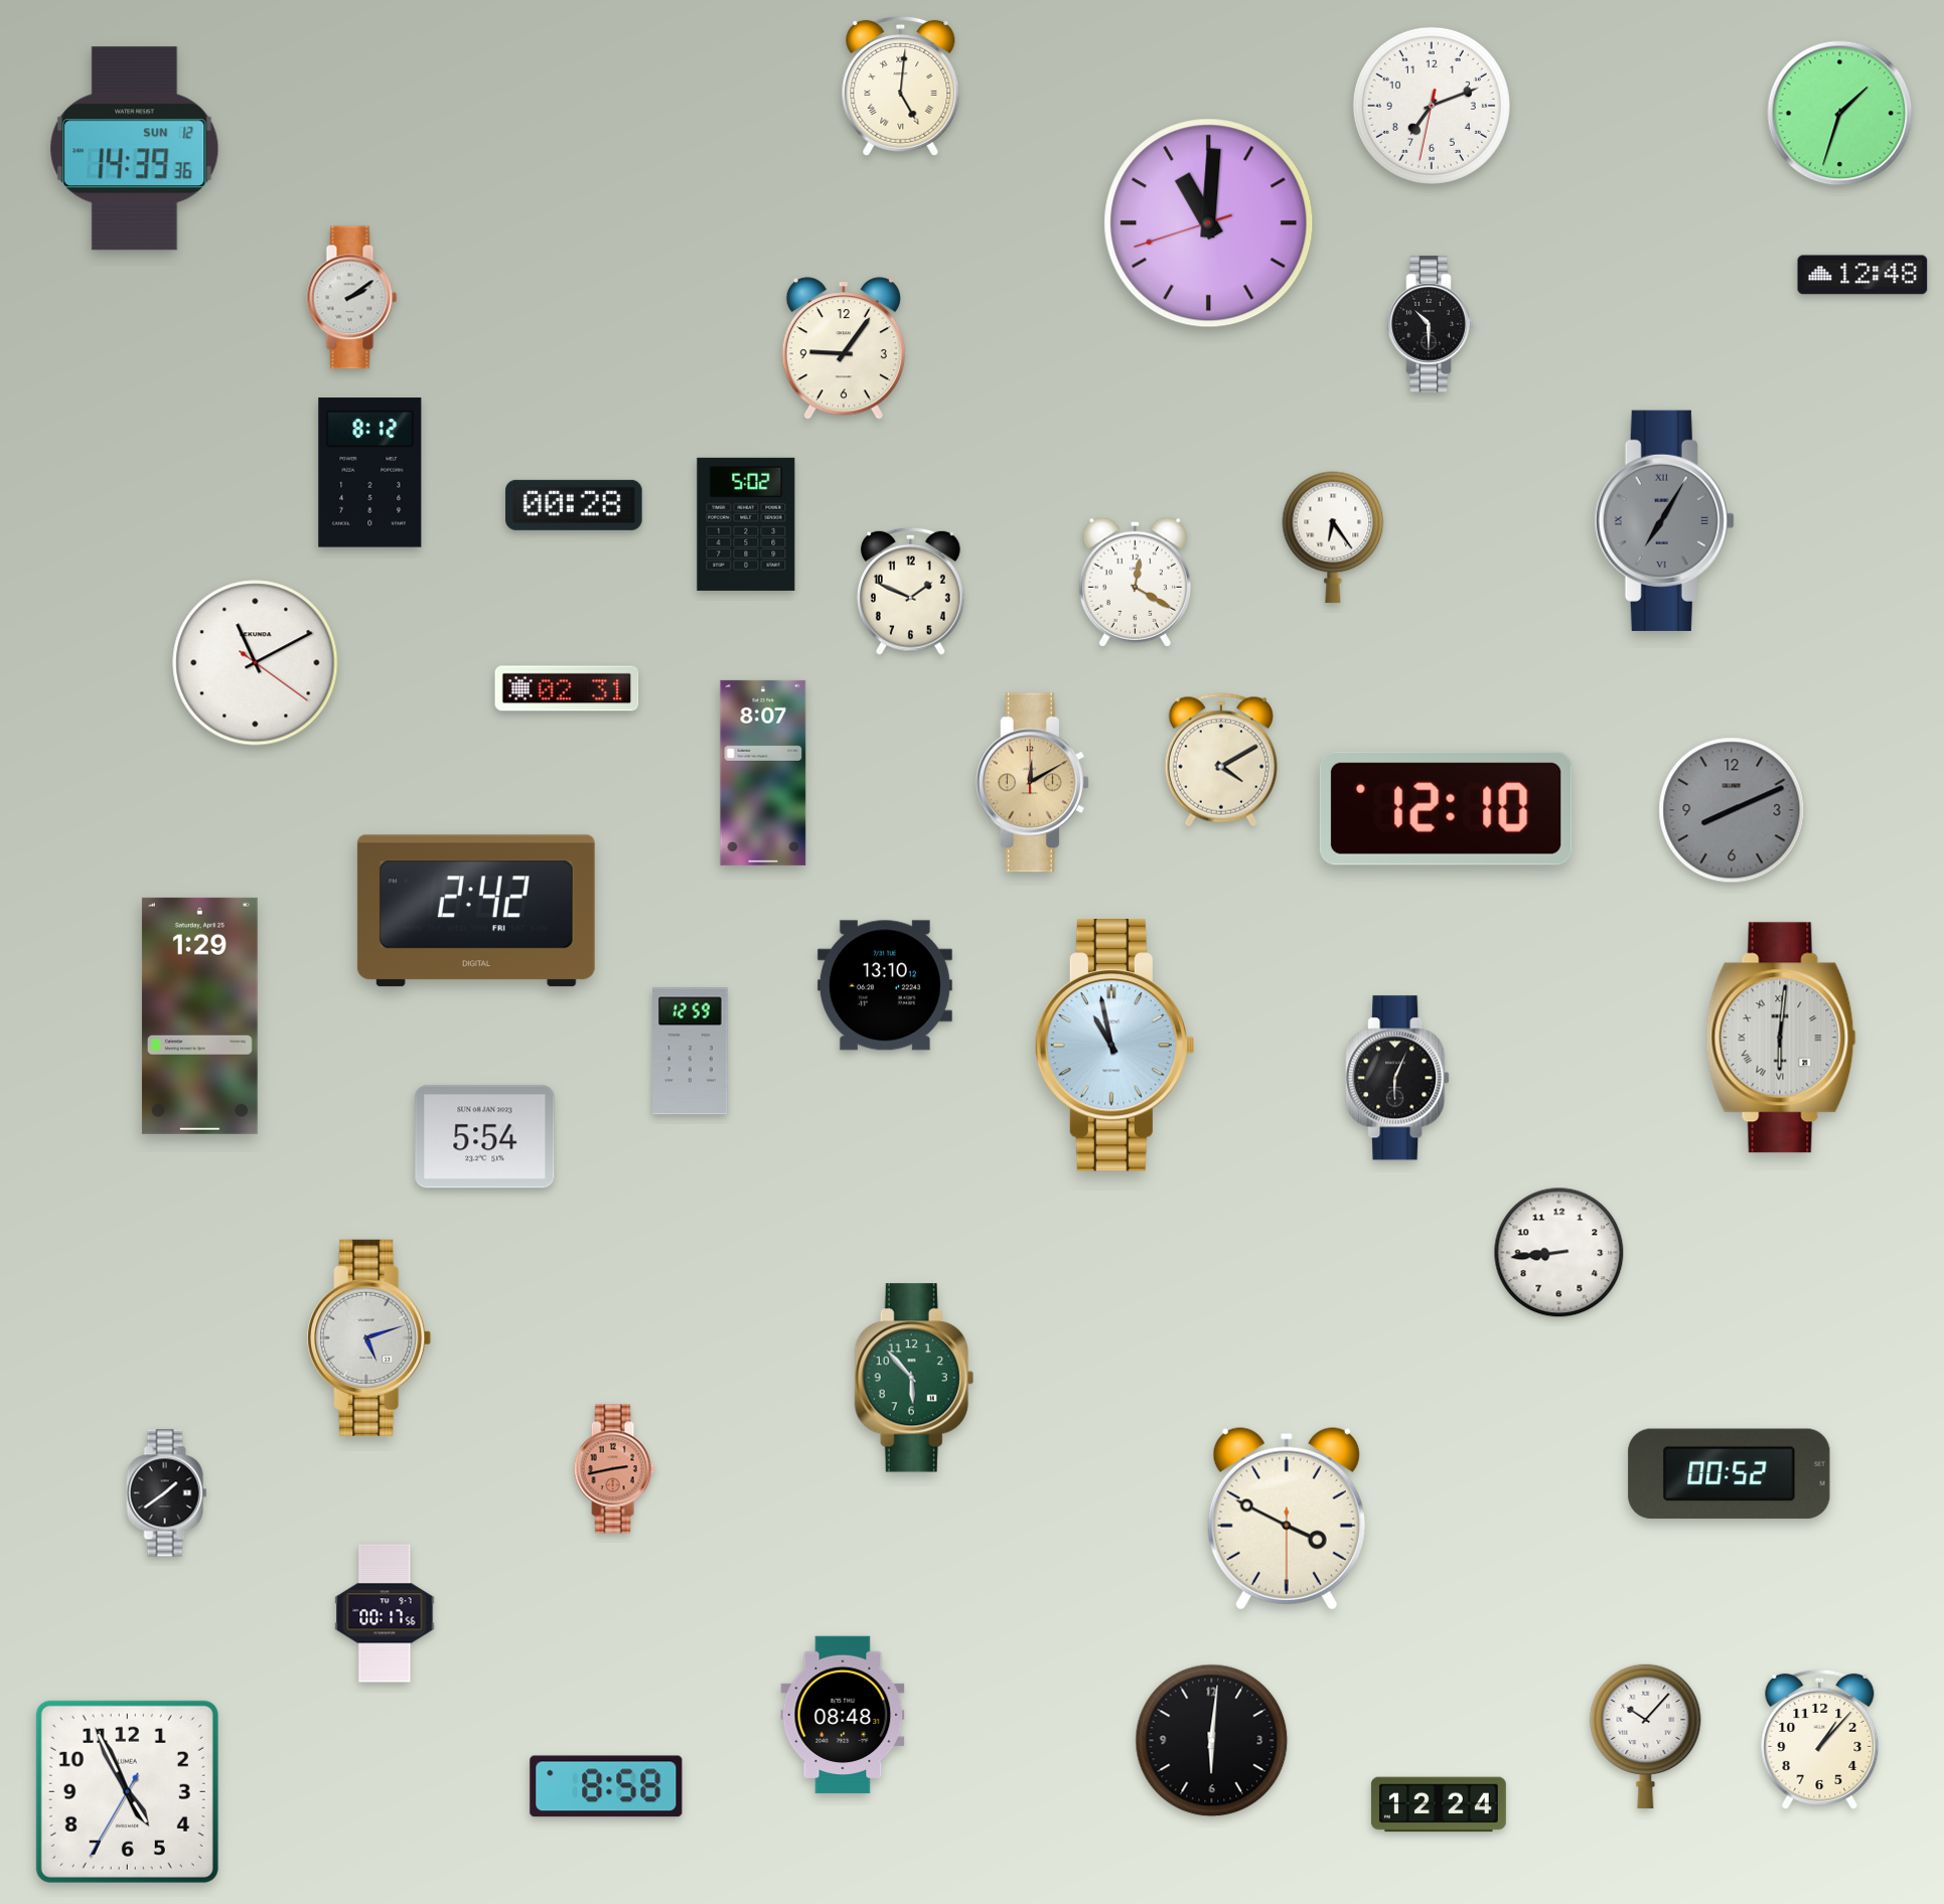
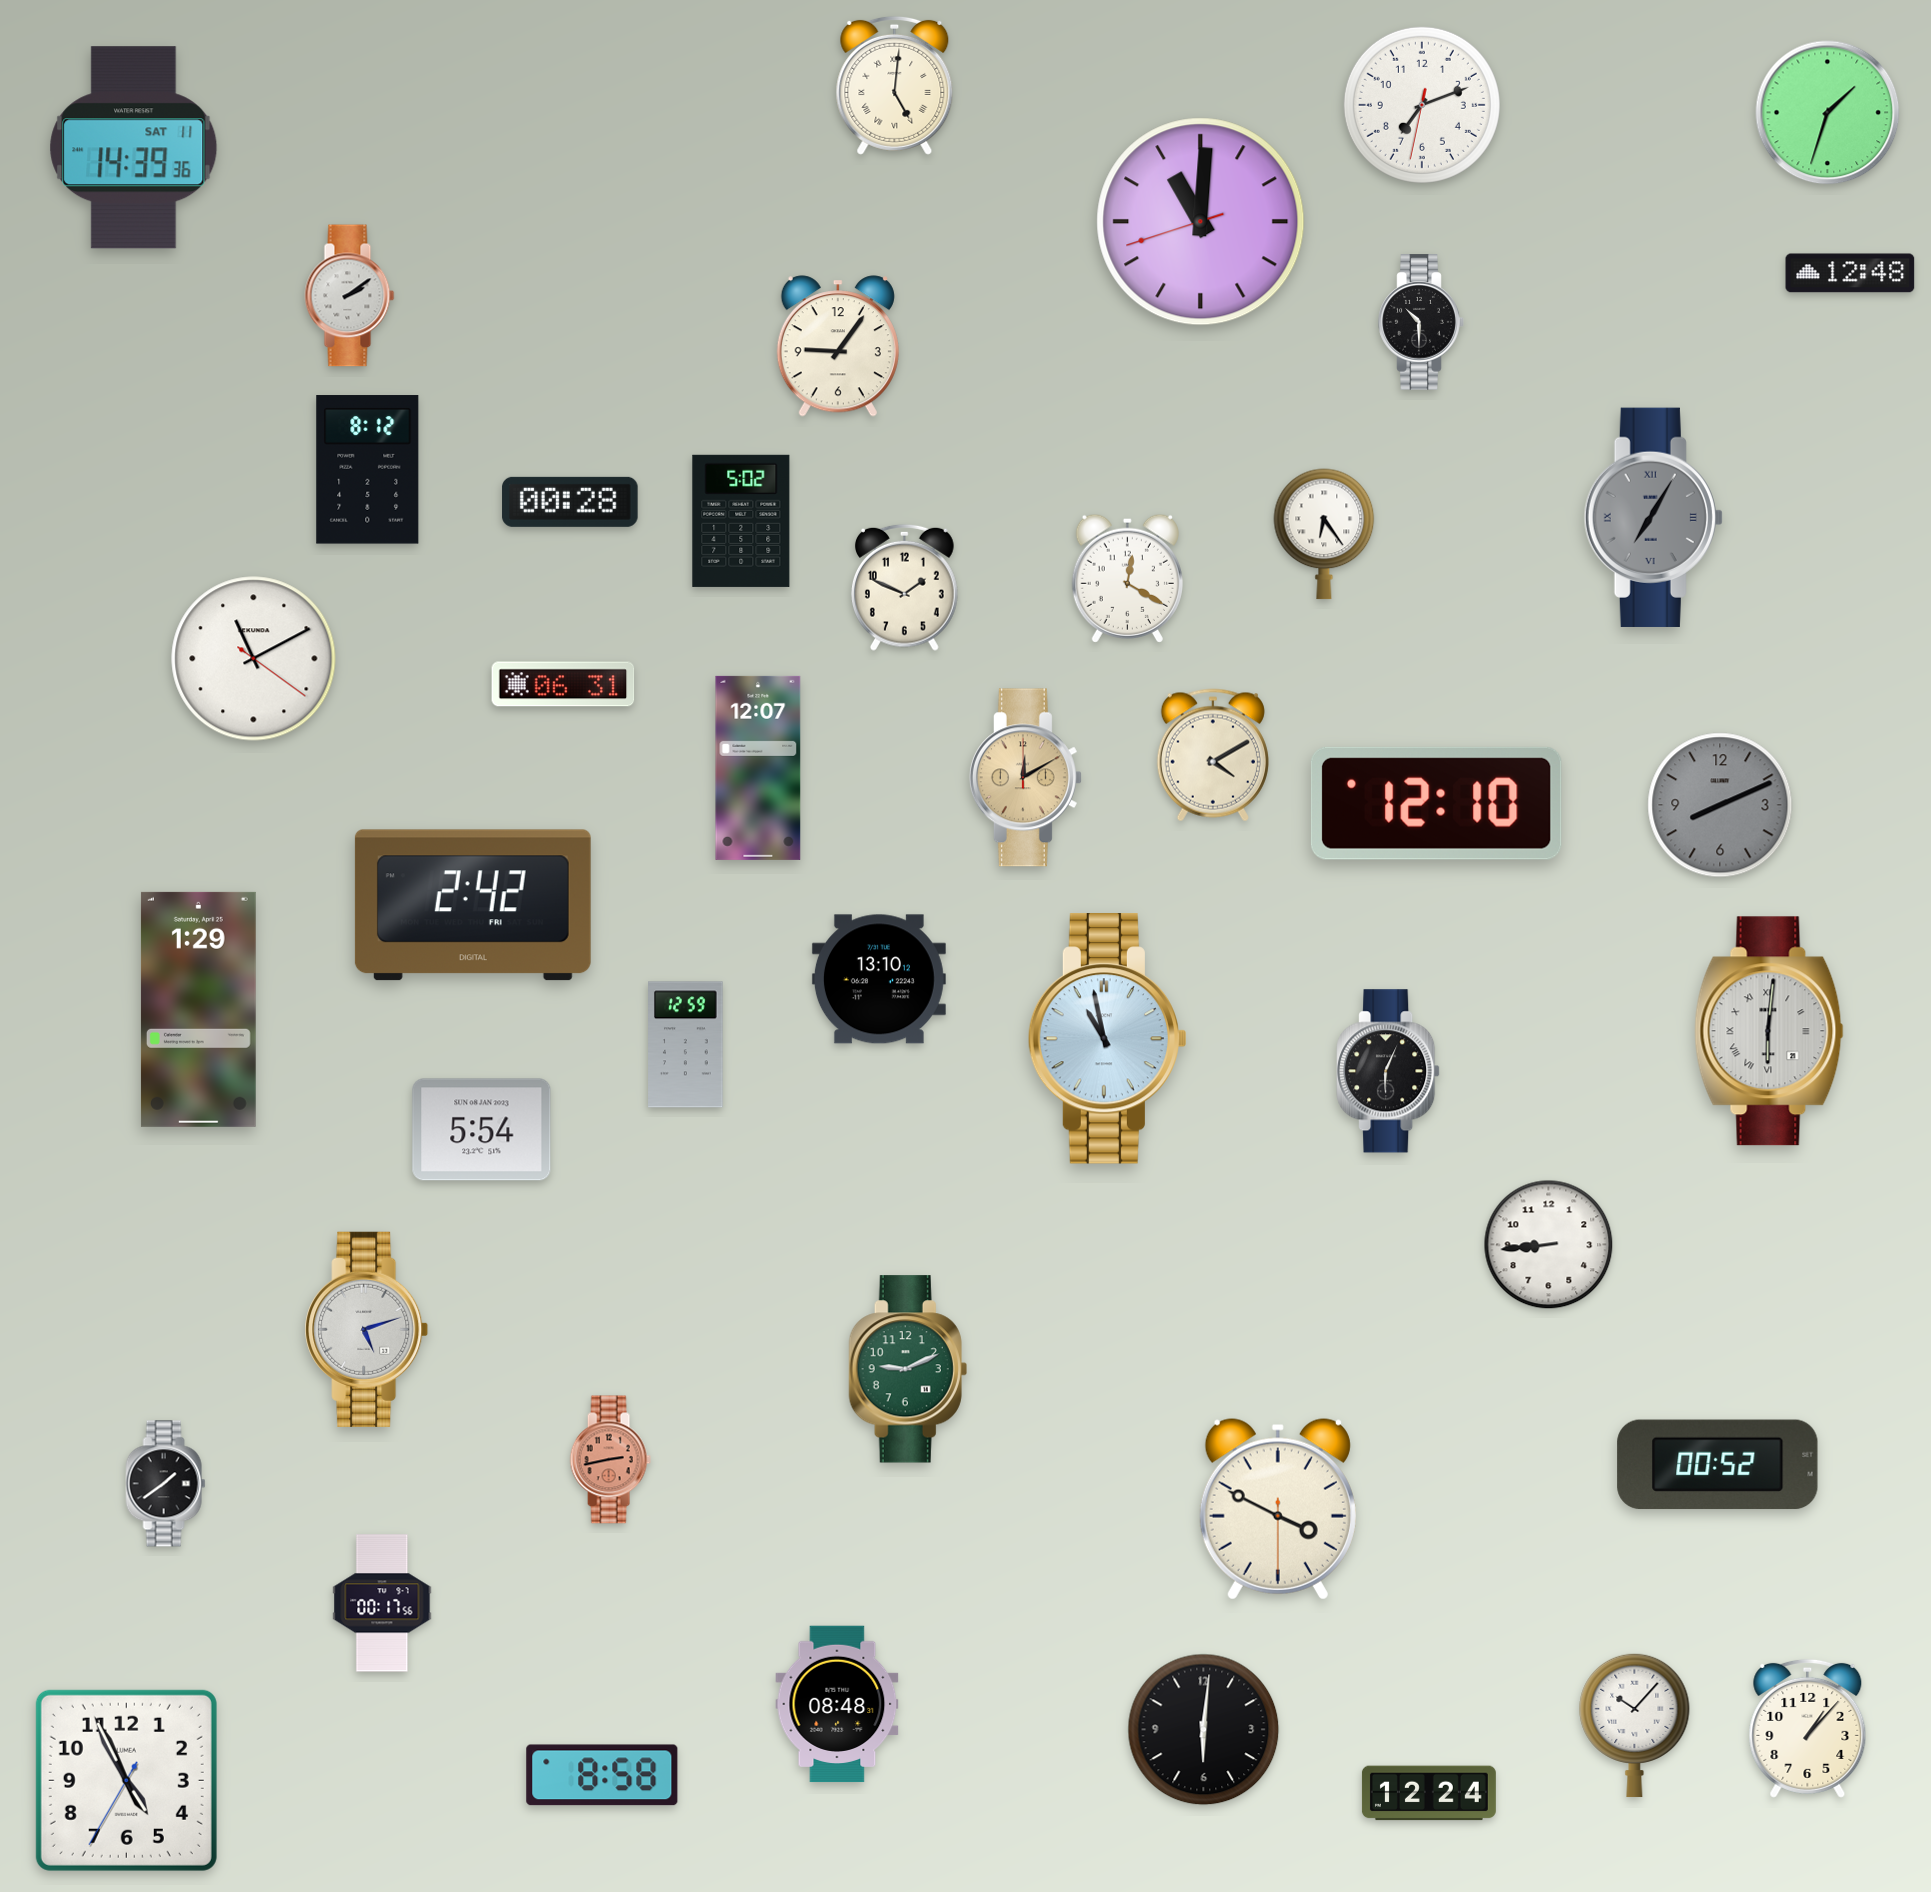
clock at (135, 149) date: SUN 12 -> SAT 11
clock at (567, 688): 02:31 -> 06:31
clock at (763, 773): 8:07 -> 12:07
clock at (914, 1378): 5:53 -> 9:11
